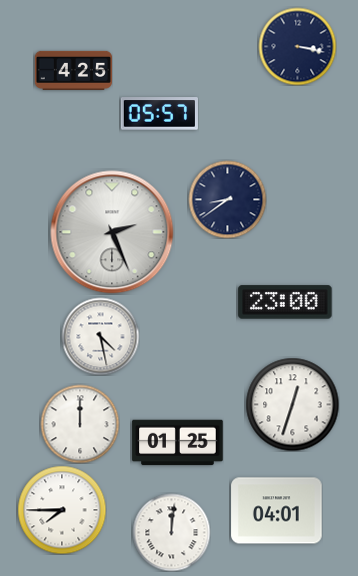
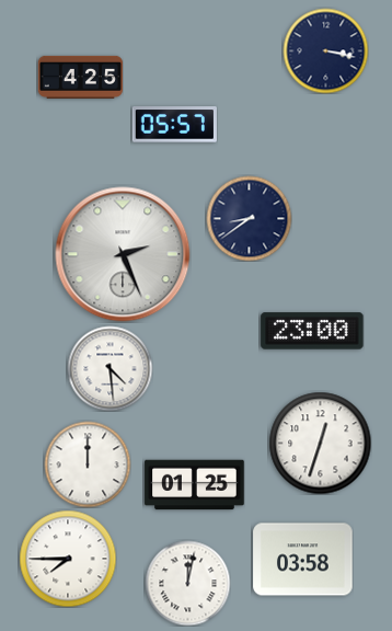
clock at (100, 336): 4:28 -> 4:29
clock at (277, 511): 04:01 -> 03:58
clock at (171, 532): 12:01 -> 12:02
